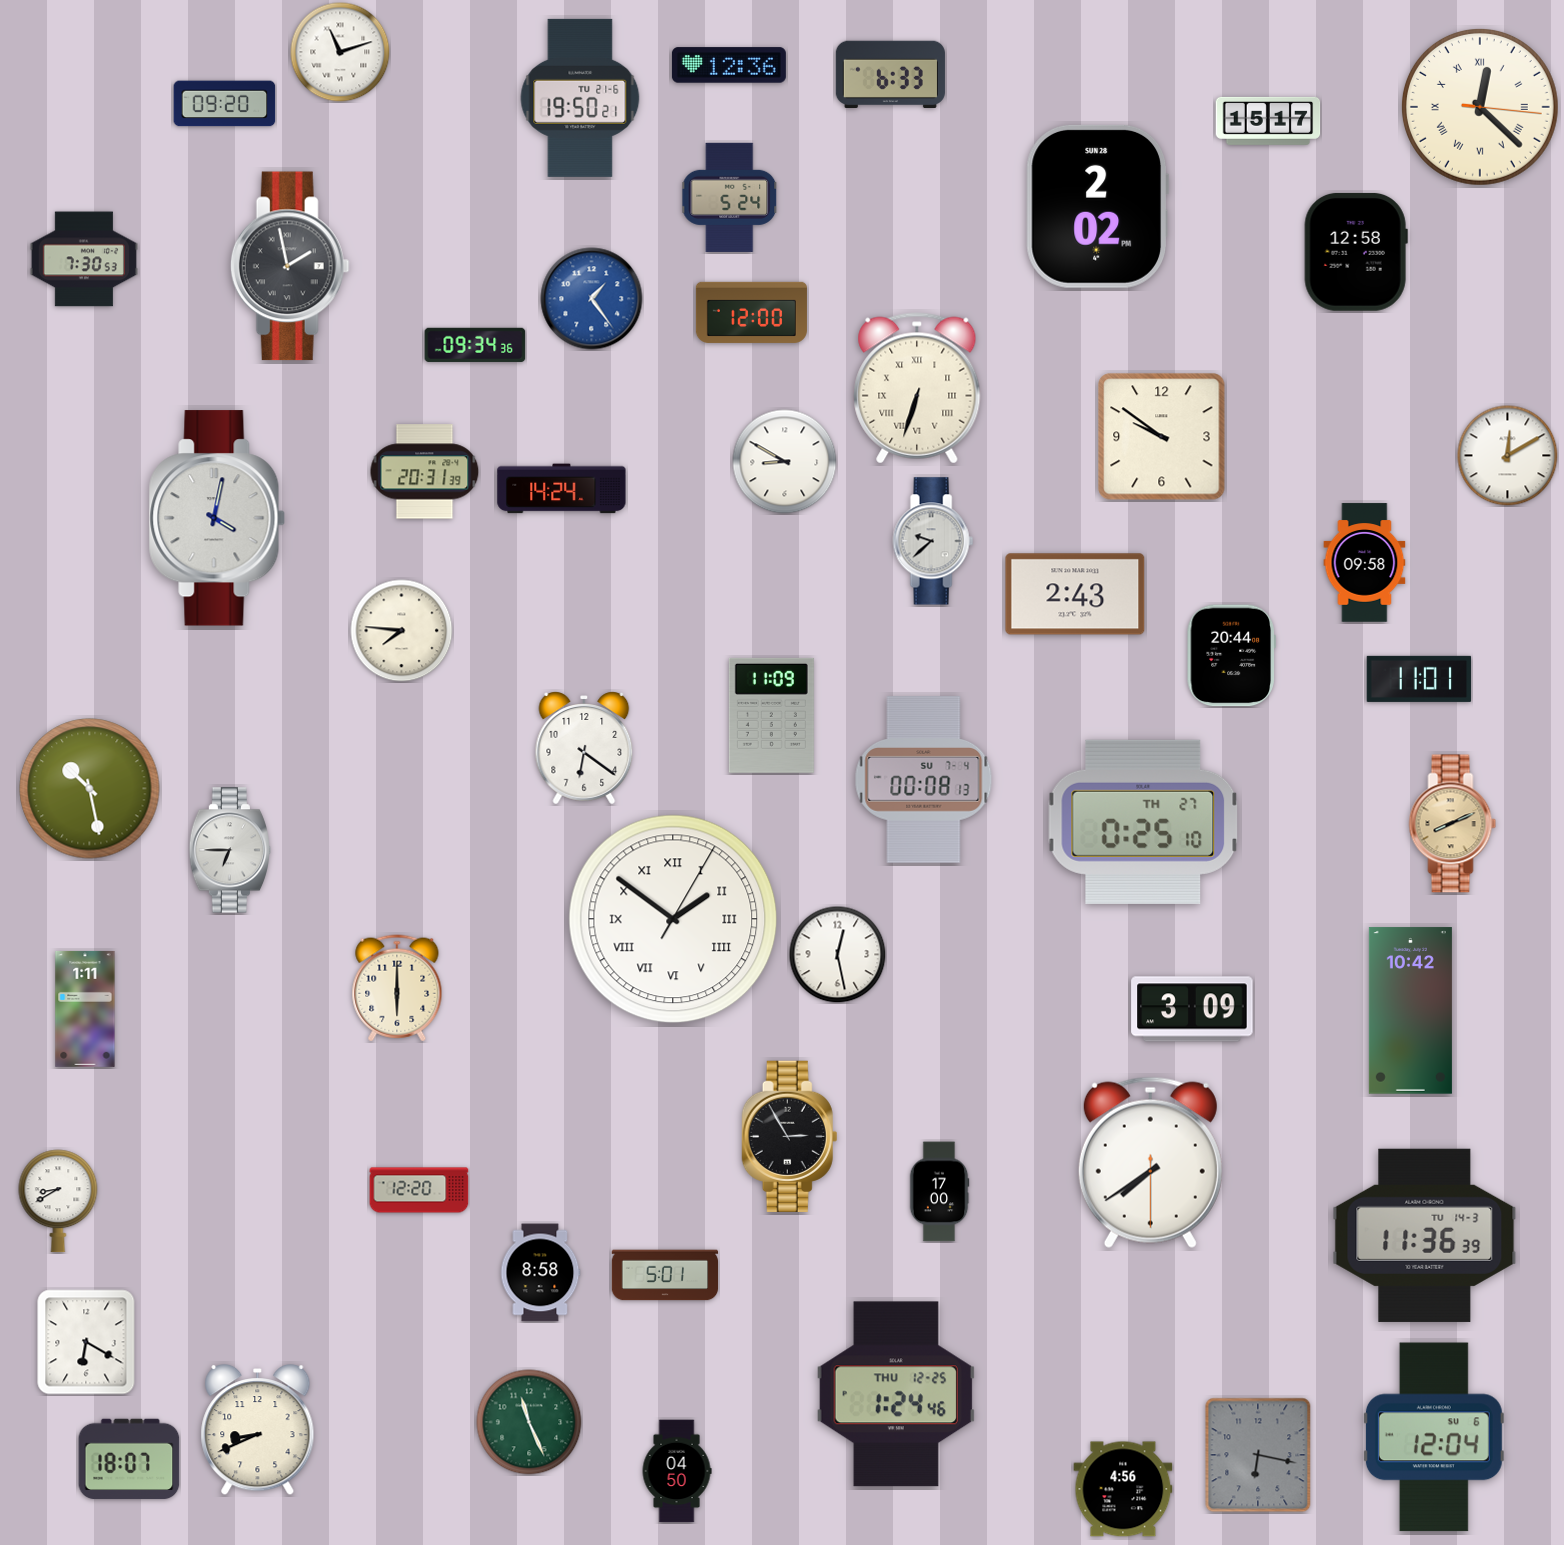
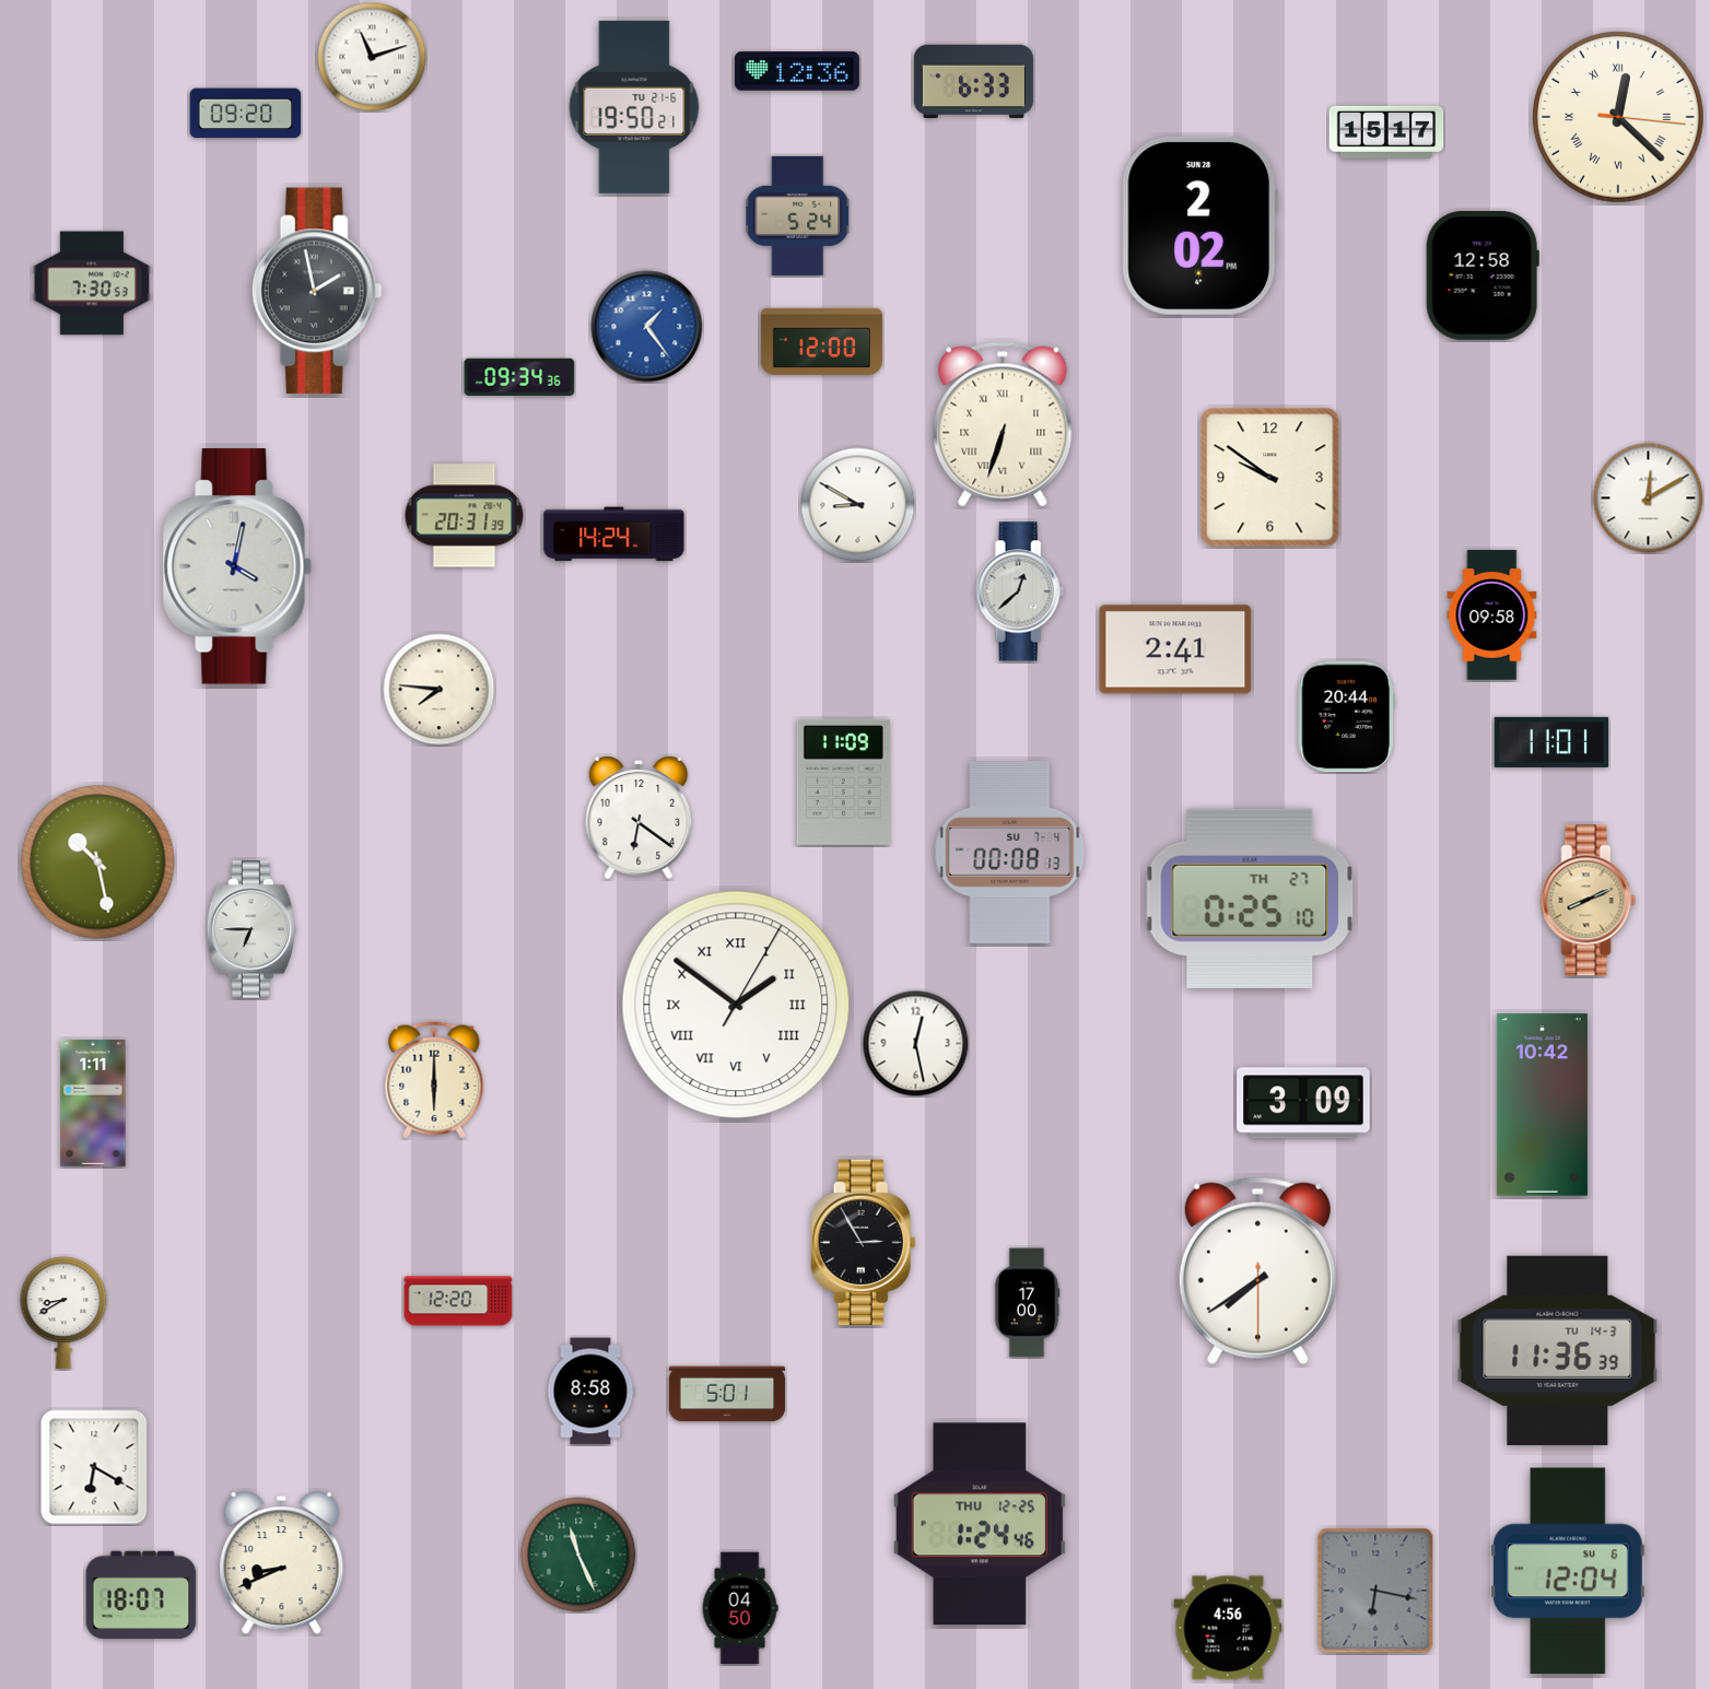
clock at (933, 541): 9:38 -> 12:38
clock at (1075, 594): 2:43 -> 2:41
